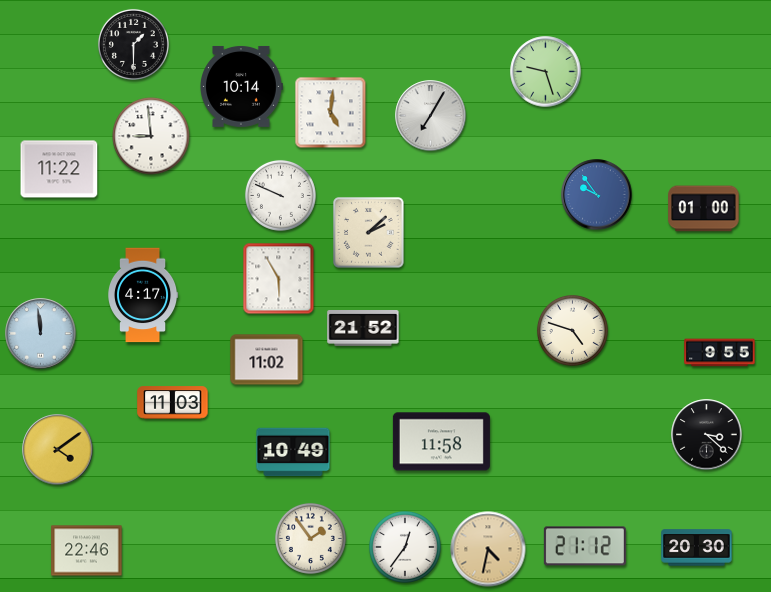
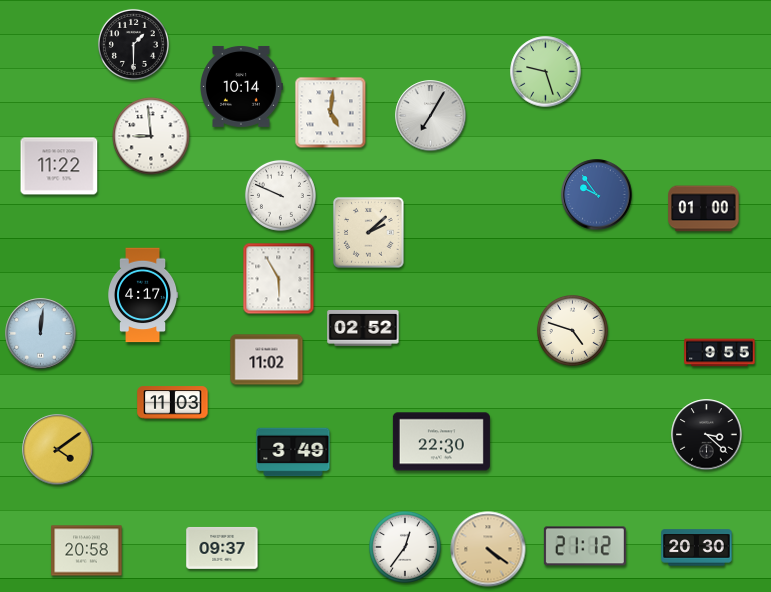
clock at (59, 169) position: (59, 169) -> (59, 166)
clock at (363, 329): 21:52 -> 02:52
clock at (41, 334): 11:59 -> 12:01
clock at (441, 442): 11:58 -> 22:30
clock at (293, 452): 10:49 -> 3:49
clock at (310, 538): 1:54 -> none
clock at (222, 548): none -> 09:37
clock at (488, 549): 4:32 -> 4:21
clock at (87, 551): 22:46 -> 20:58
